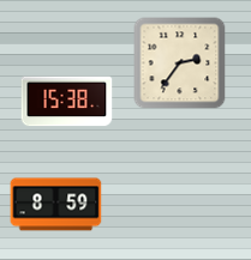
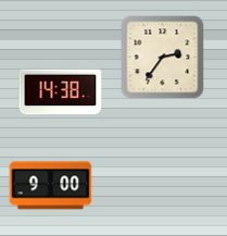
clock at (67, 102): 15:38 -> 14:38
clock at (56, 205): 8:59 -> 9:00
